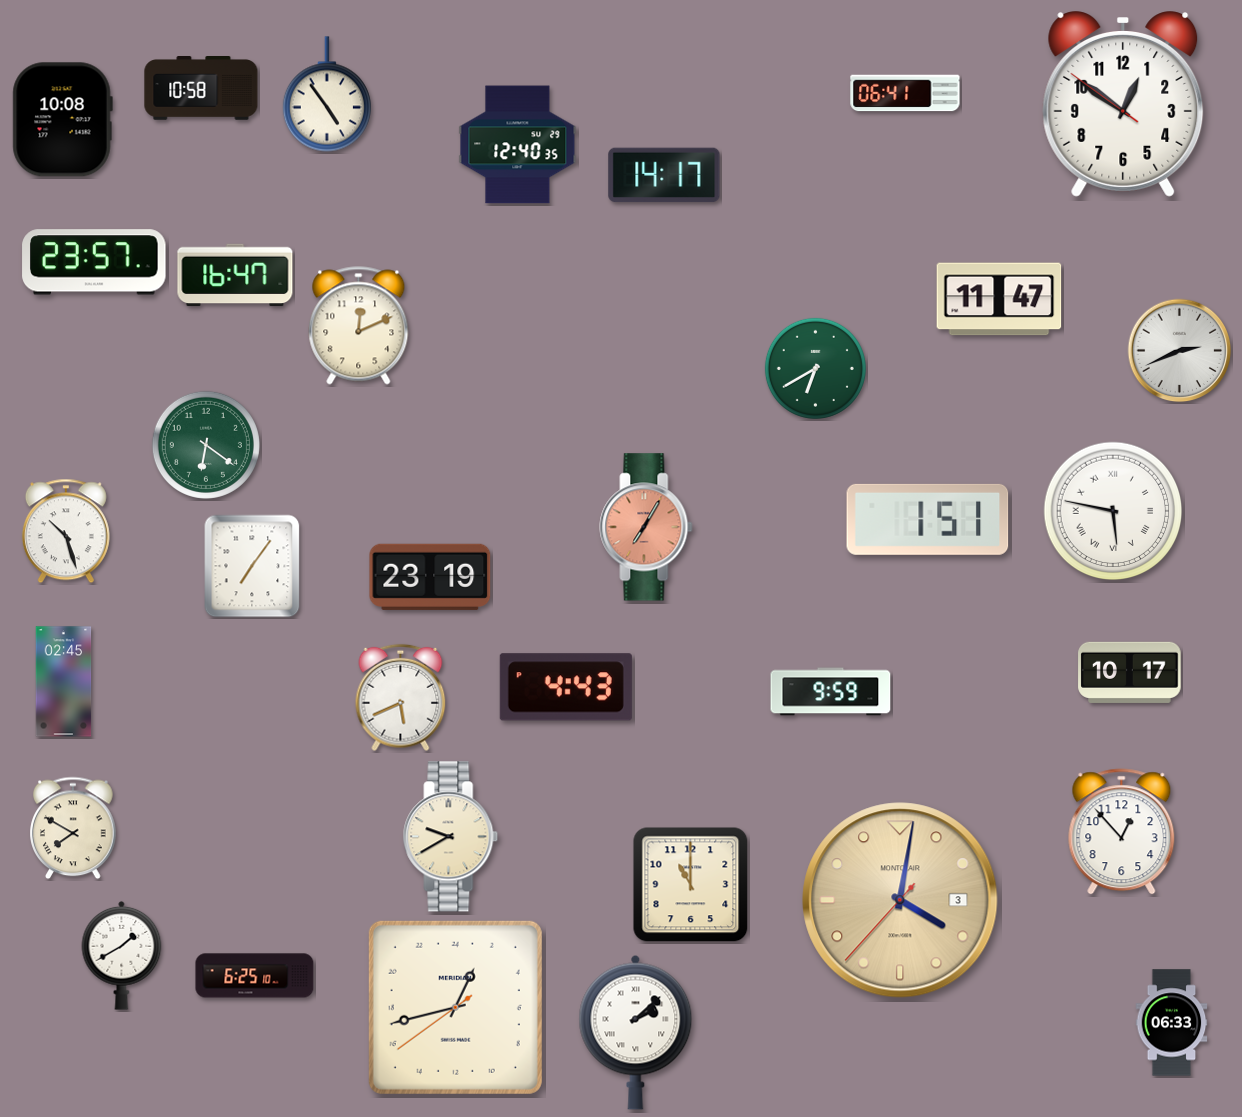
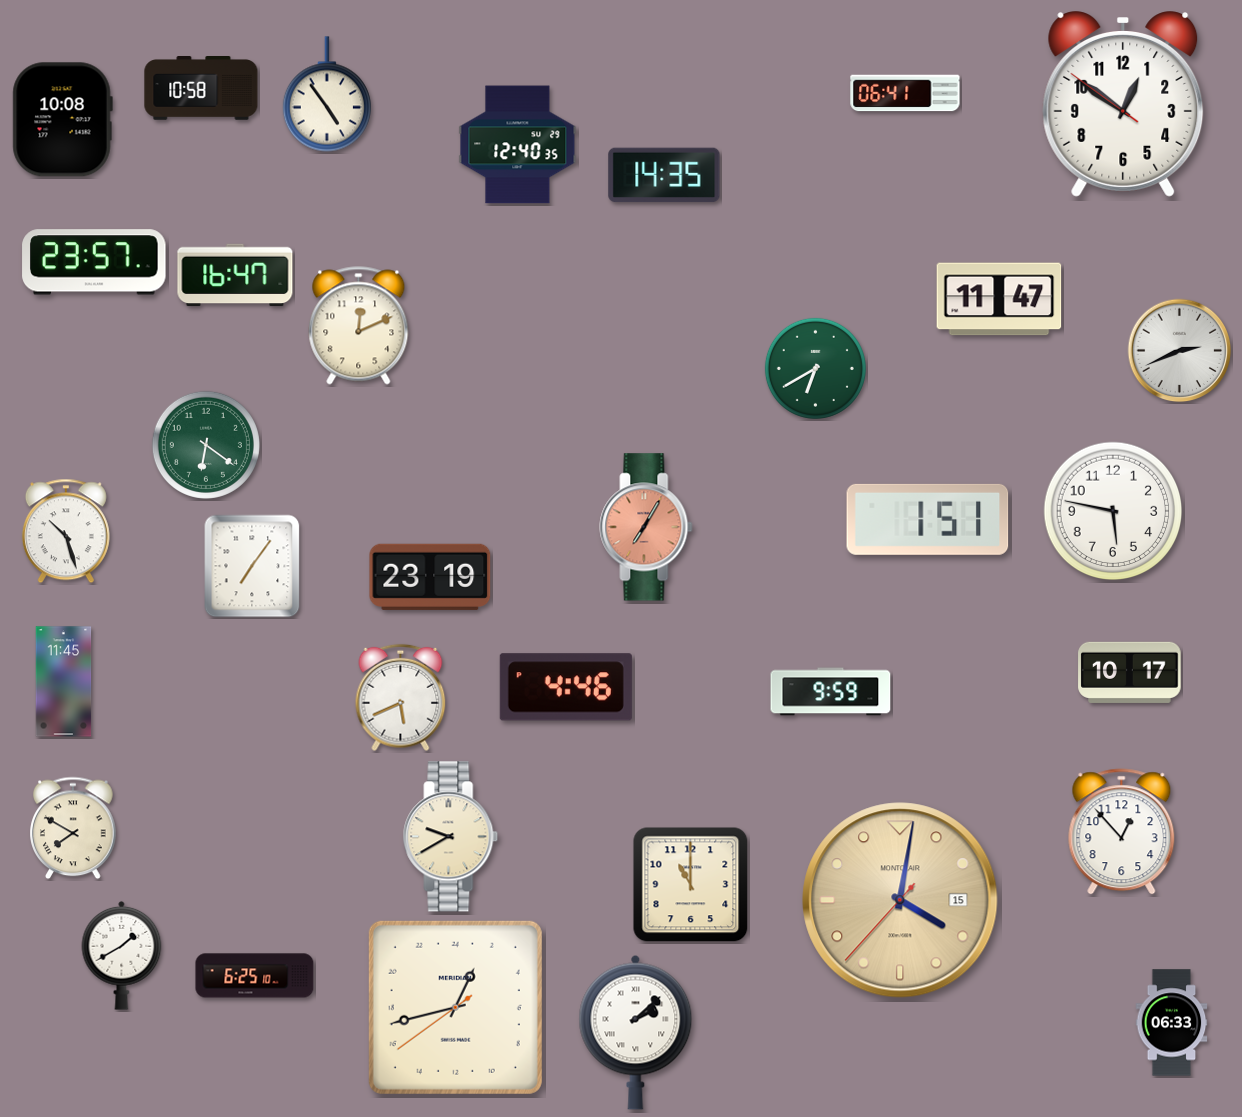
clock at (664, 175): 14:17 -> 14:35
clock at (1113, 511) numerals: Roman -> Arabic
clock at (64, 682): 02:45 -> 11:45
clock at (566, 687): 4:43 -> 4:46
clock at (900, 900) date: 3 -> 15
